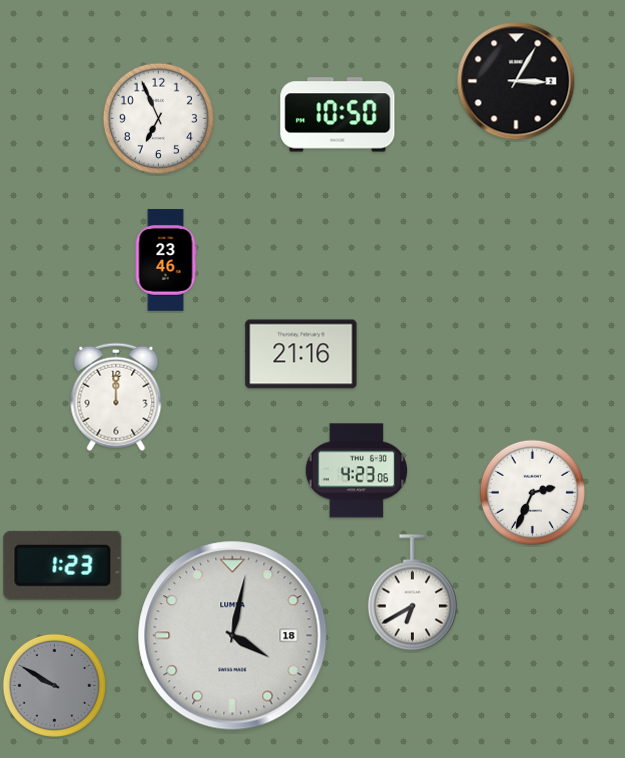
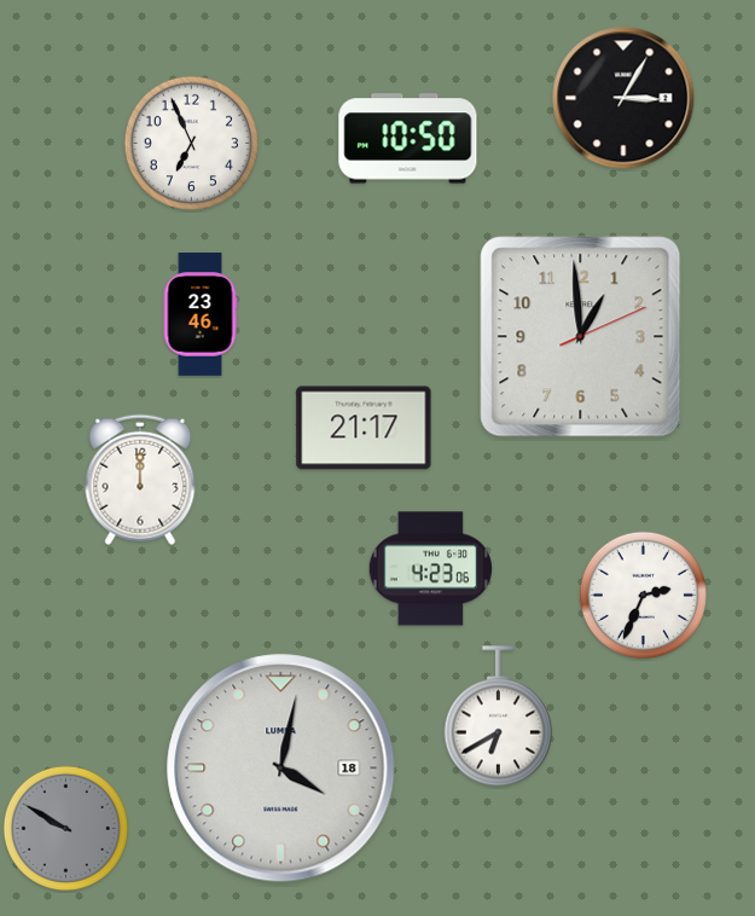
clock at (581, 337): none -> 12:59
clock at (301, 354): 21:16 -> 21:17
clock at (63, 565): 1:23 -> none
